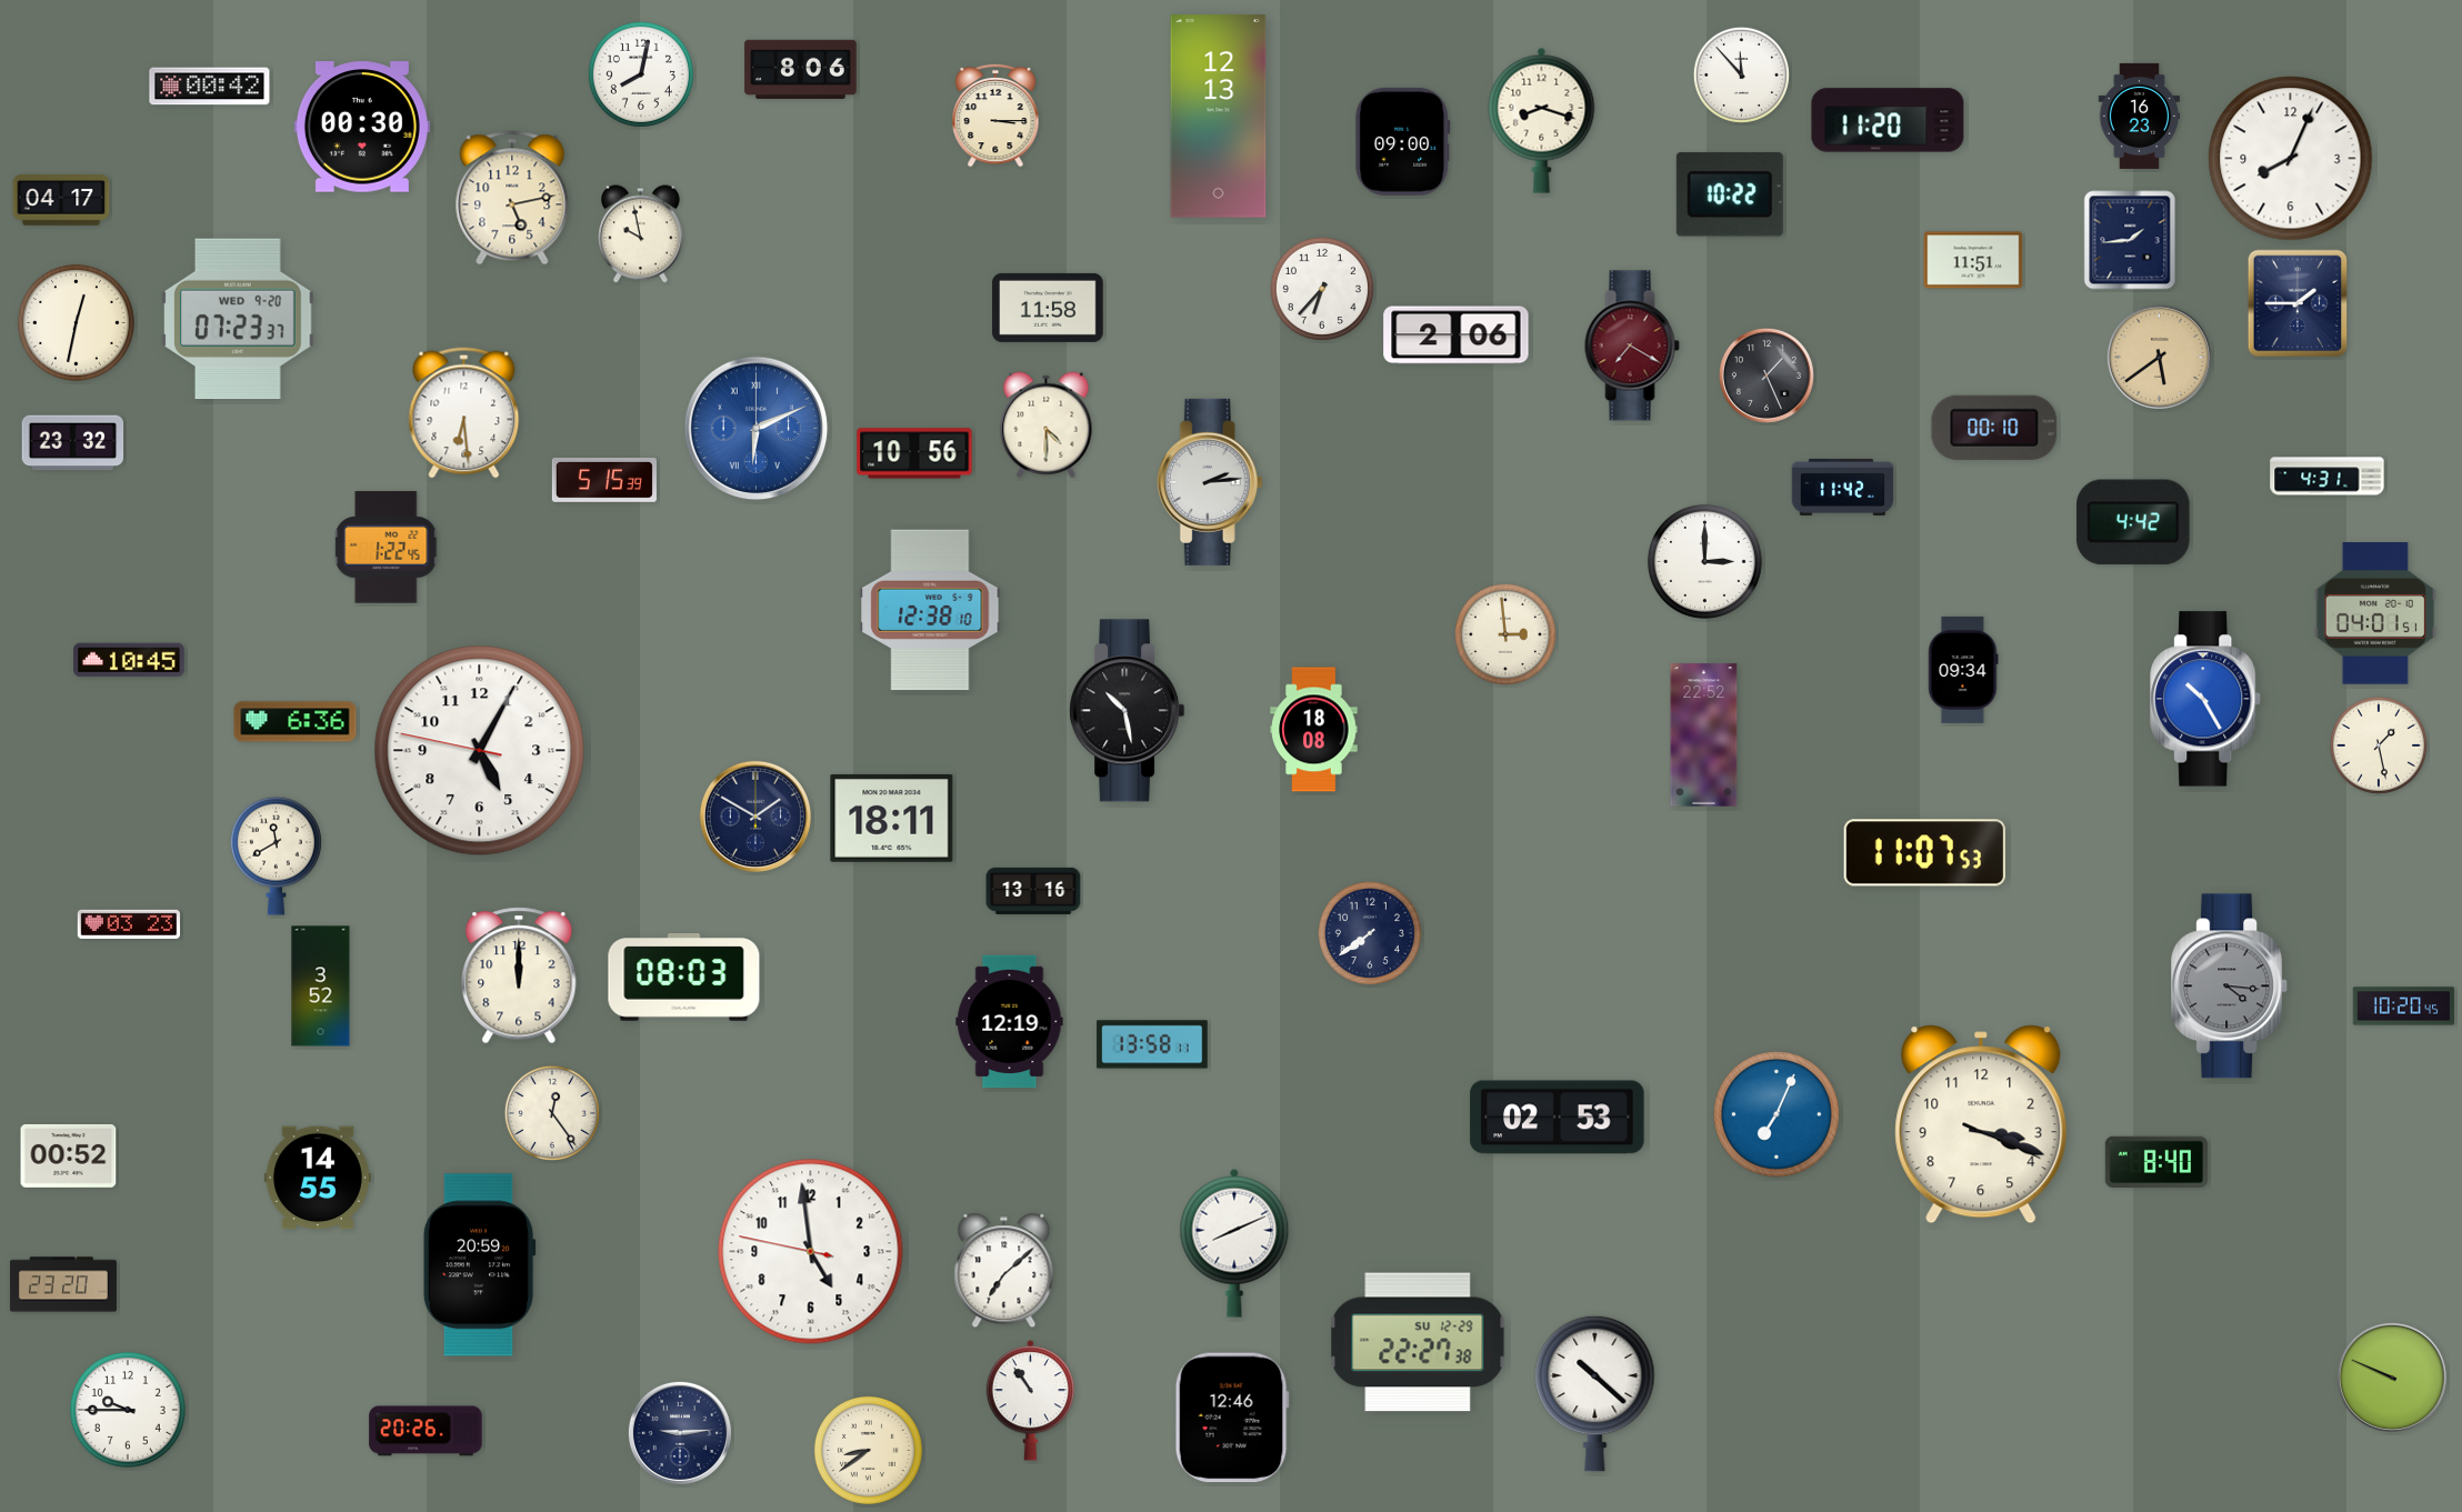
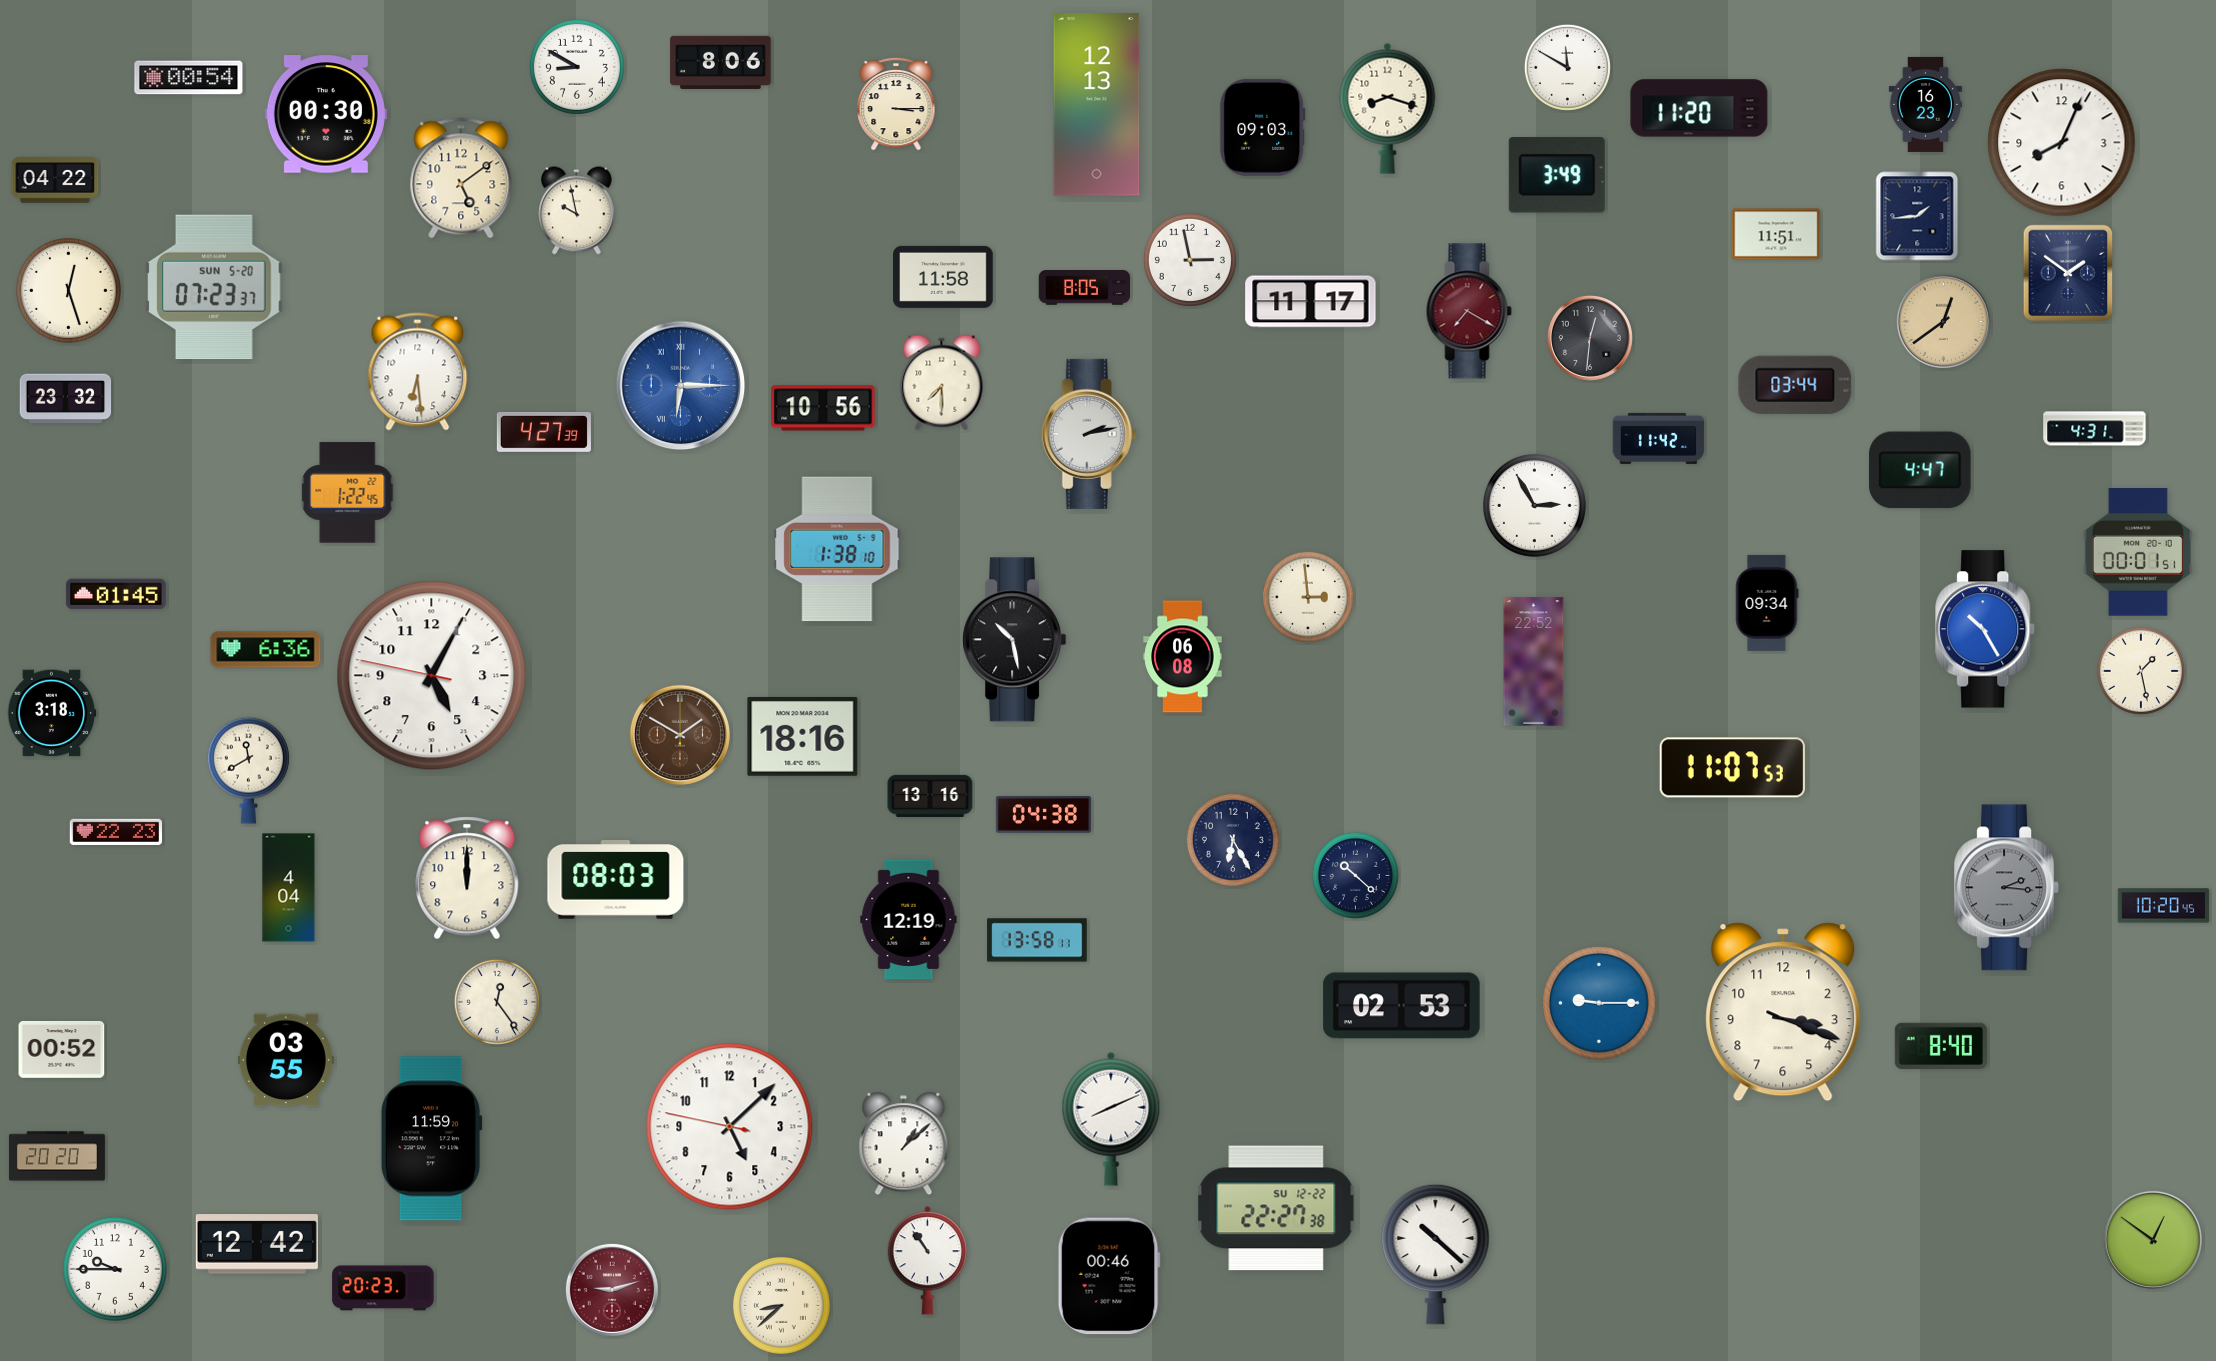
clock at (641, 74): 8:02 -> 8:50
clock at (1741, 74): 11:53 -> 11:50
clock at (210, 87): 00:42 -> 00:54
clock at (1403, 141): 09:00 -> 09:03
clock at (1730, 194): 10:22 -> 3:49
clock at (512, 198): 5:13 -> 5:09
clock at (61, 200): 04:17 -> 04:22
clock at (1322, 289): 6:37 -> 2:58
clock at (2298, 303): 1:45 -> 1:51
clock at (238, 319) date: WED 9-20 -> SUN 5-20
clock at (1085, 288): none -> 8:05
clock at (76, 322): 12:32 -> 12:27
clock at (1457, 336): 2:06 -> 11:17
clock at (2159, 357): 5:39 -> 12:39
clock at (1767, 376): 1:26 -> 12:31
clock at (1047, 425): 4:30 -> 7:30
clock at (1994, 428): 00:10 -> 03:44
clock at (757, 429): 6:11 -> 6:15
clock at (604, 480): 5:15 -> 4:27
clock at (1210, 482): 2:14 -> 2:13
clock at (2133, 522): 4:42 -> 4:47
clock at (1704, 561): 3:00 -> 2:55
clock at (930, 610): 12:38 -> 1:38
clock at (2375, 613): 04:01 -> 00:01
clock at (1505, 634) position: (1505, 634) -> (1308, 597)
clock at (129, 660): 10:45 -> 01:45
clock at (1314, 730): 18:08 -> 06:08
clock at (52, 713): none -> 3:18
clock at (755, 817) dial: navy -> brown
clock at (892, 818): 18:11 -> 18:16
clock at (1033, 891) position: (1033, 891) -> (930, 796)
clock at (1043, 815): none -> 04:38
clock at (129, 924): 03:23 -> 22:23
clock at (1370, 933): 7:39 -> 6:25
clock at (1355, 875): none -> 10:22
clock at (321, 987): 3:52 -> 4:04
clock at (2230, 987): 4:16 -> 2:16
clock at (1778, 1115): 7:04 -> 9:15
clock at (69, 1155) position: (69, 1155) -> (62, 1049)
clock at (318, 1178): 14:55 -> 03:55
clock at (811, 1252): 4:58 -> 5:07
clock at (479, 1265): 20:59 -> 11:59
clock at (1004, 1271): 7:08 -> 1:08
clock at (63, 1284): 23:20 -> 20:20
clock at (1418, 1342) date: SU 12-29 -> SU 12-22
clock at (2392, 1378): 9:49 -> 12:51
clock at (257, 1244): none -> 12:42
clock at (1232, 1418): 12:46 -> 00:46
clock at (426, 1431): 20:26 -> 20:23
clock at (680, 1433): 9:14 -> 9:12
clock at (680, 1433) dial: navy -> burgundy
clock at (868, 1450): 8:39 -> 8:38
